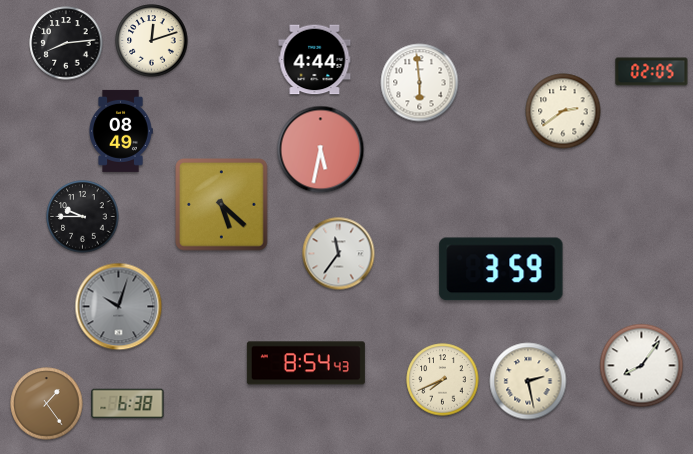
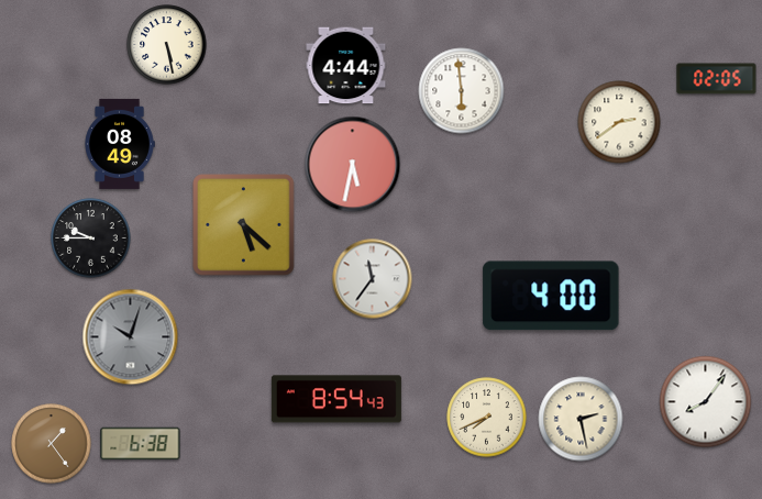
clock at (152, 41): 12:12 -> 5:28
clock at (66, 43): 8:14 -> none
clock at (121, 131) position: (121, 131) -> (120, 144)
clock at (501, 269): 3:59 -> 4:00
